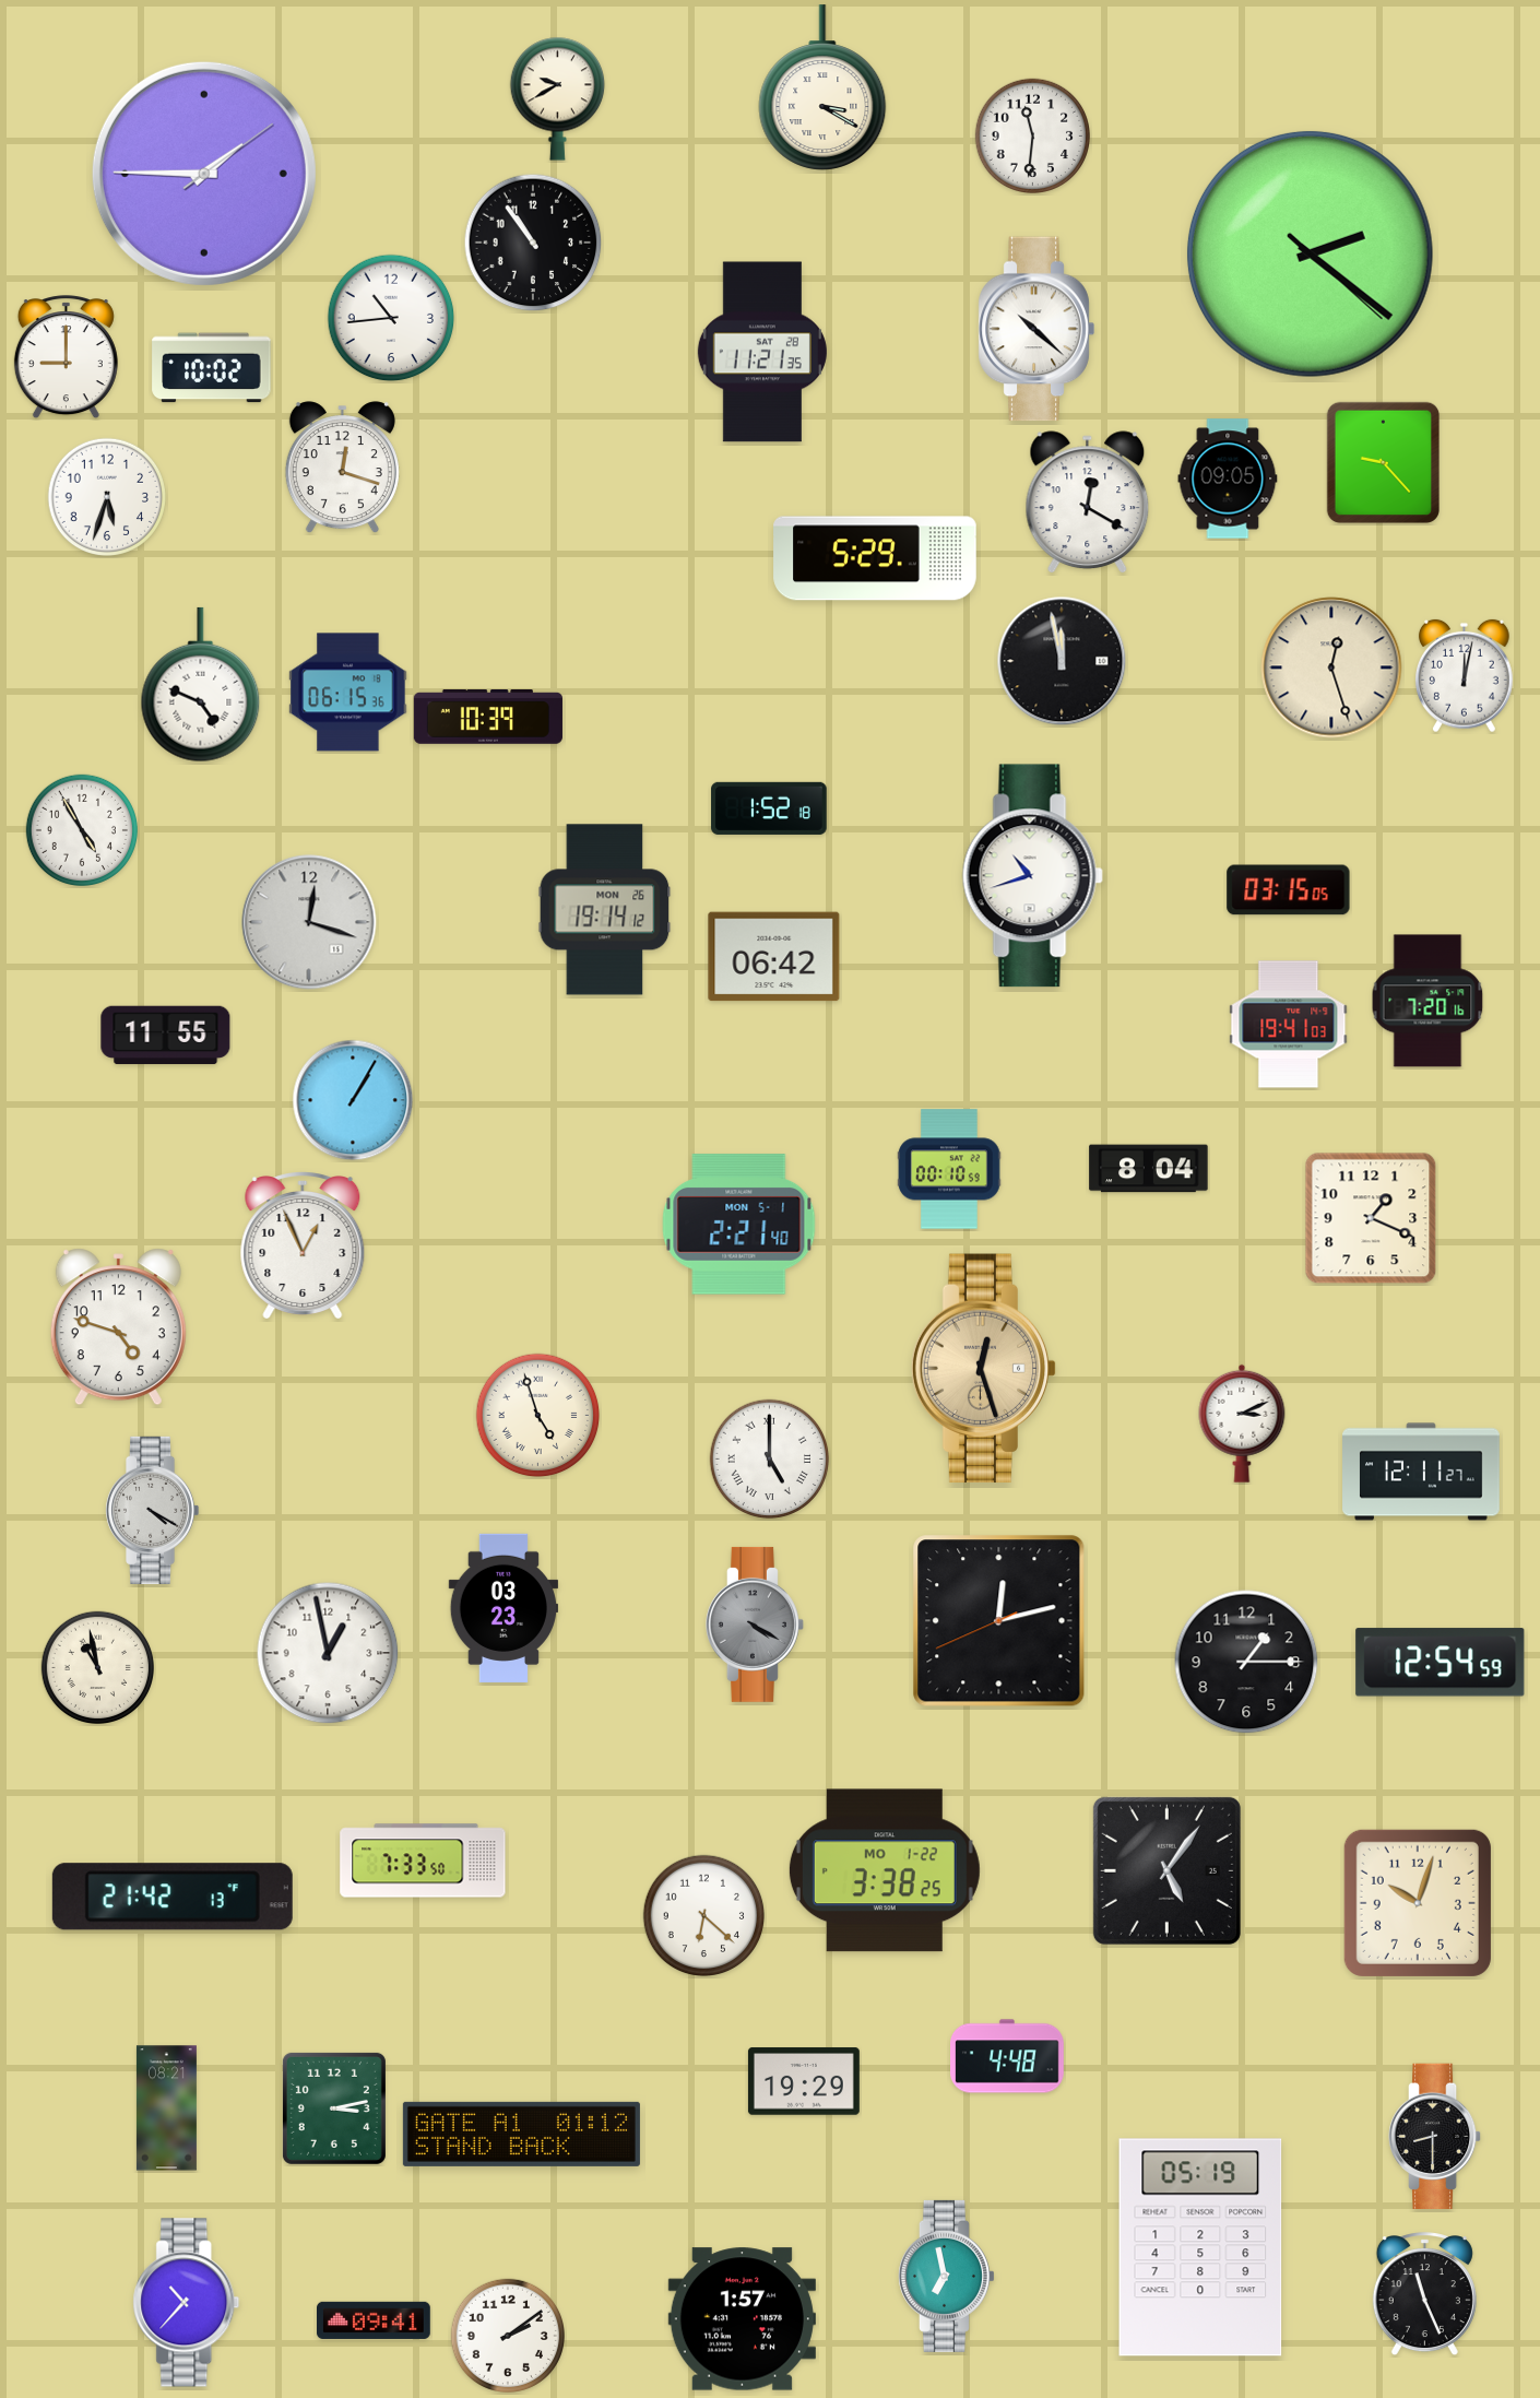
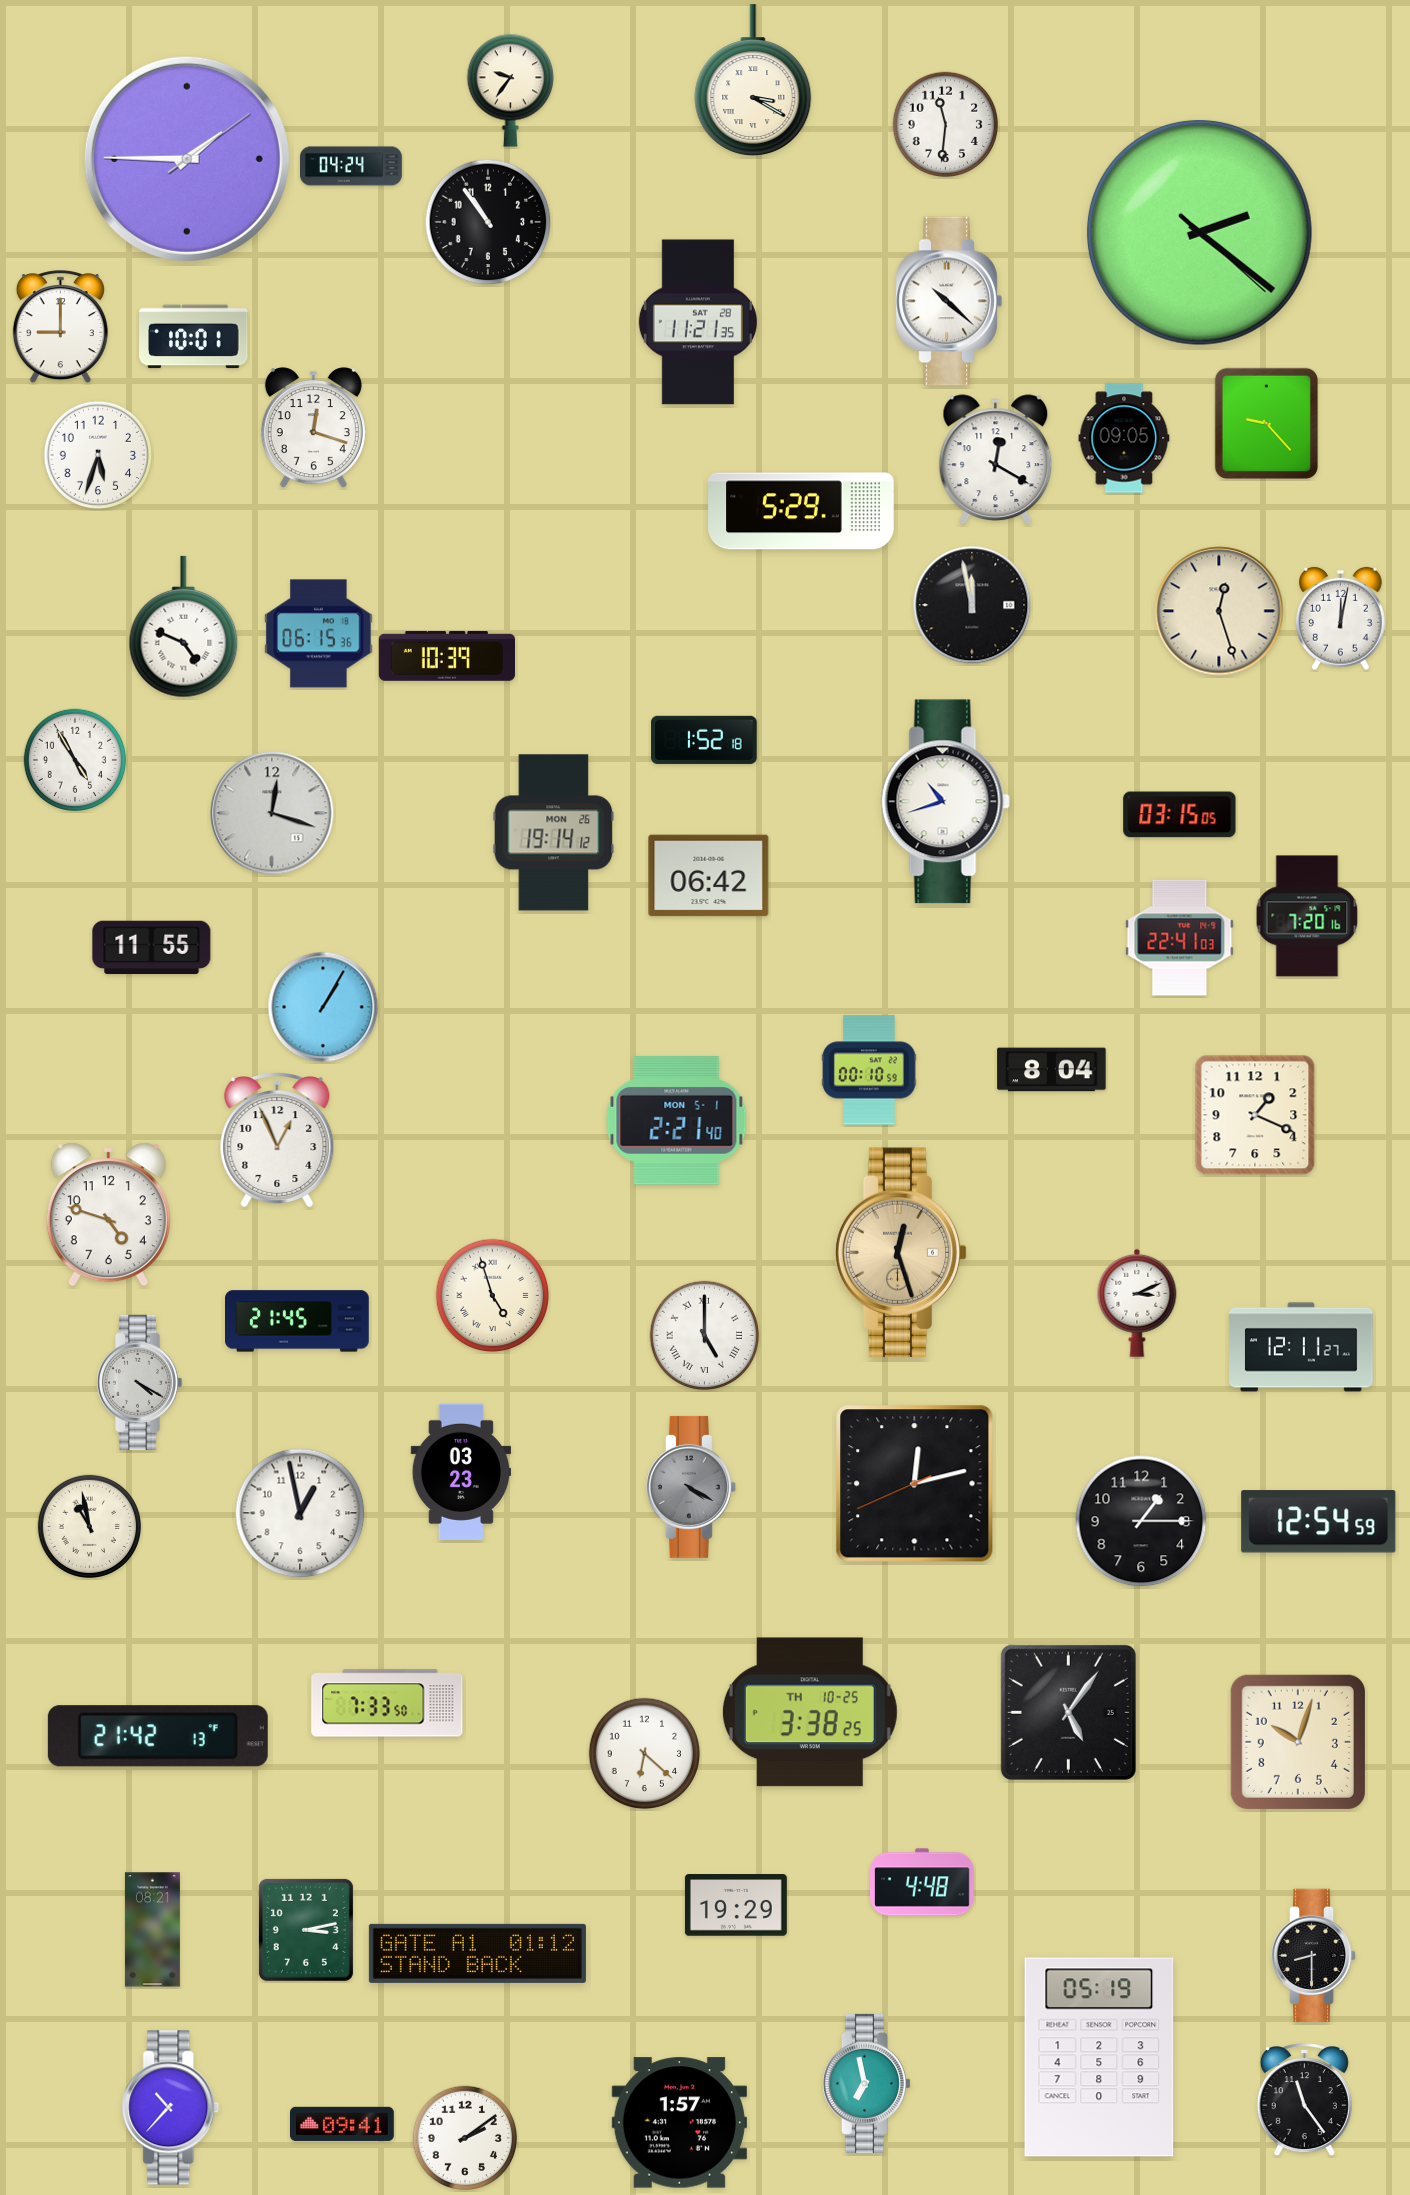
clock at (557, 98): 9:40 -> 9:36
clock at (352, 166): none -> 04:24
clock at (391, 318): 10:44 -> none
clock at (212, 368): 10:02 -> 10:01
clock at (309, 922) position: (309, 922) -> (272, 813)
clock at (1289, 1025): 19:41 -> 22:41
clock at (298, 1321): none -> 21:45
clock at (885, 1870) date: MO 1-22 -> TH 10-25
clock at (1424, 2294): 11:26 -> 11:24
